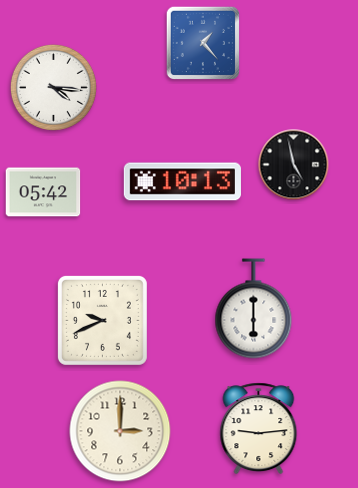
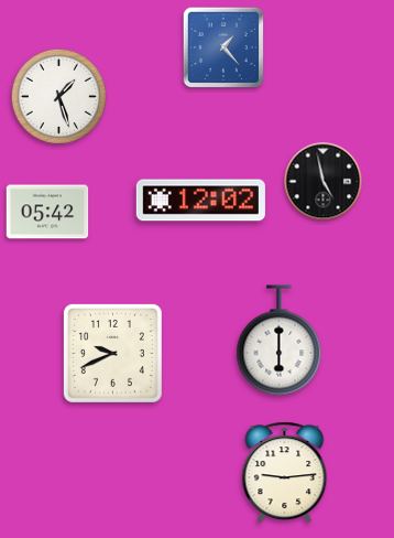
clock at (53, 87): 4:16 -> 1:27
clock at (182, 182): 10:13 -> 12:02
clock at (120, 431): 3:00 -> none
